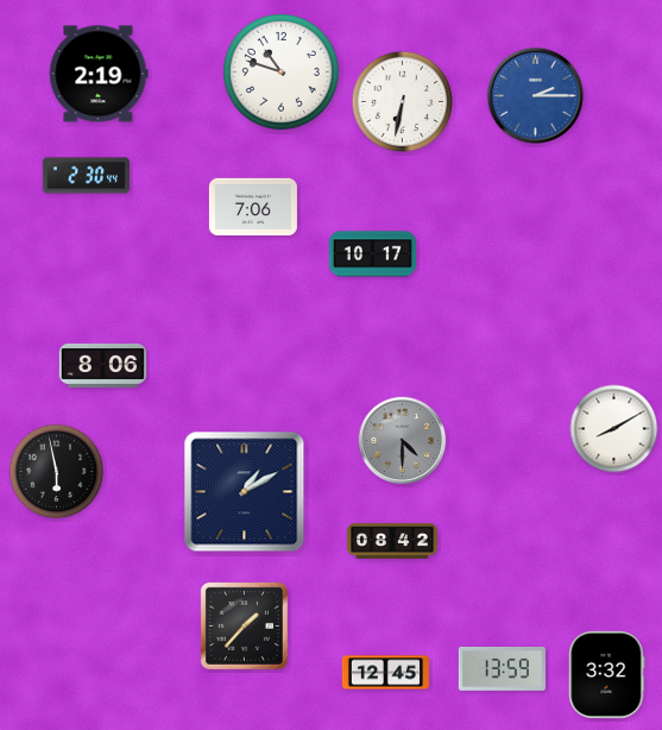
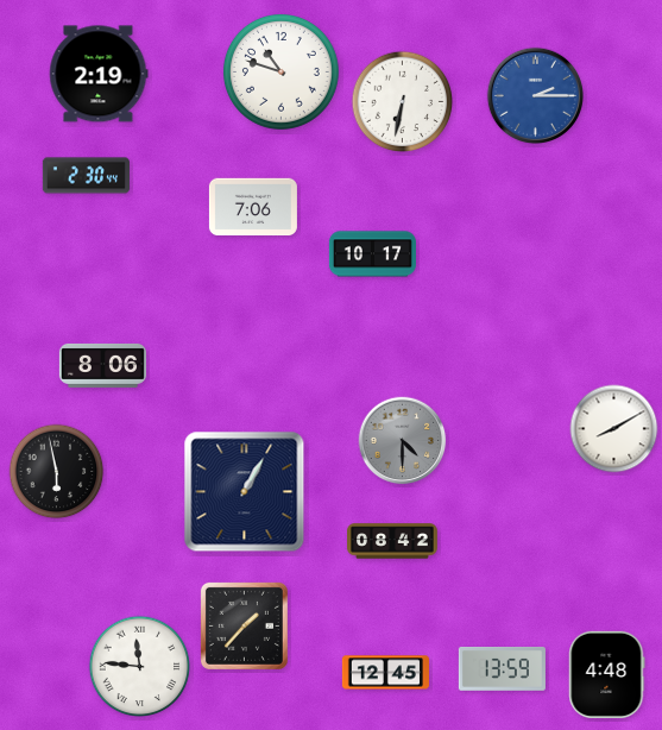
clock at (245, 492): 1:10 -> 1:05
clock at (140, 667): none -> 11:46
clock at (607, 674): 3:32 -> 4:48
